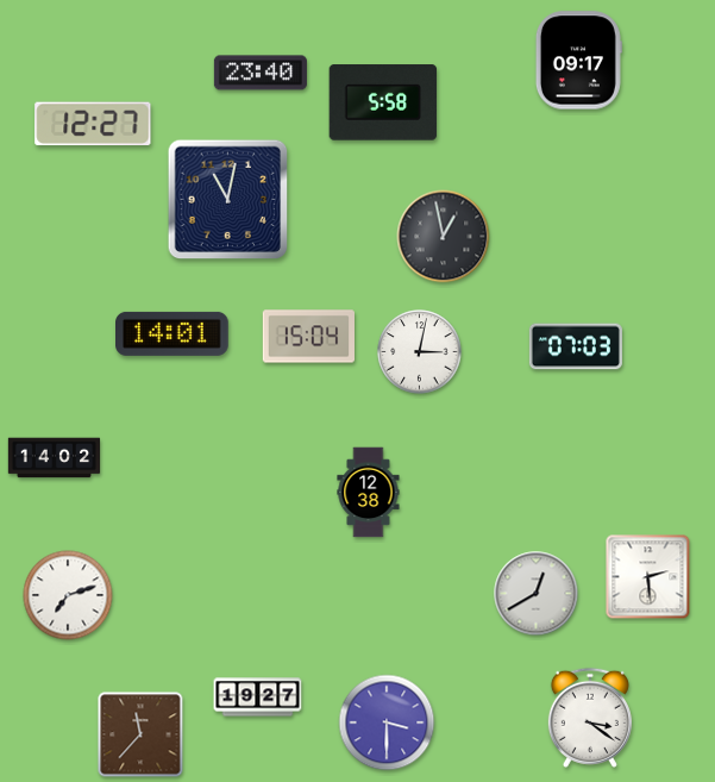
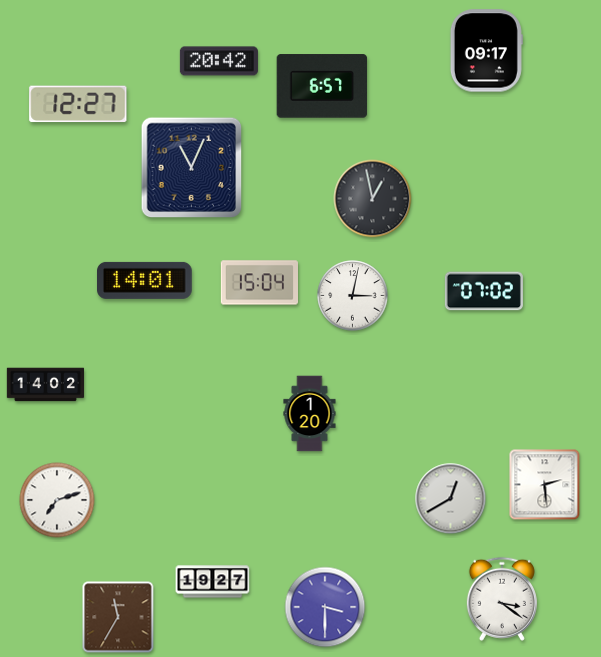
clock at (261, 73): 23:40 -> 20:42
clock at (383, 102): 5:58 -> 6:57
clock at (228, 200): 11:02 -> 11:04
clock at (576, 346): 07:03 -> 07:02
clock at (369, 493): 12:38 -> 1:20
clock at (258, 697) position: (258, 697) -> (213, 582)
clock at (590, 718) position: (590, 718) -> (502, 599)
clock at (140, 734): 11:37 -> 11:35
